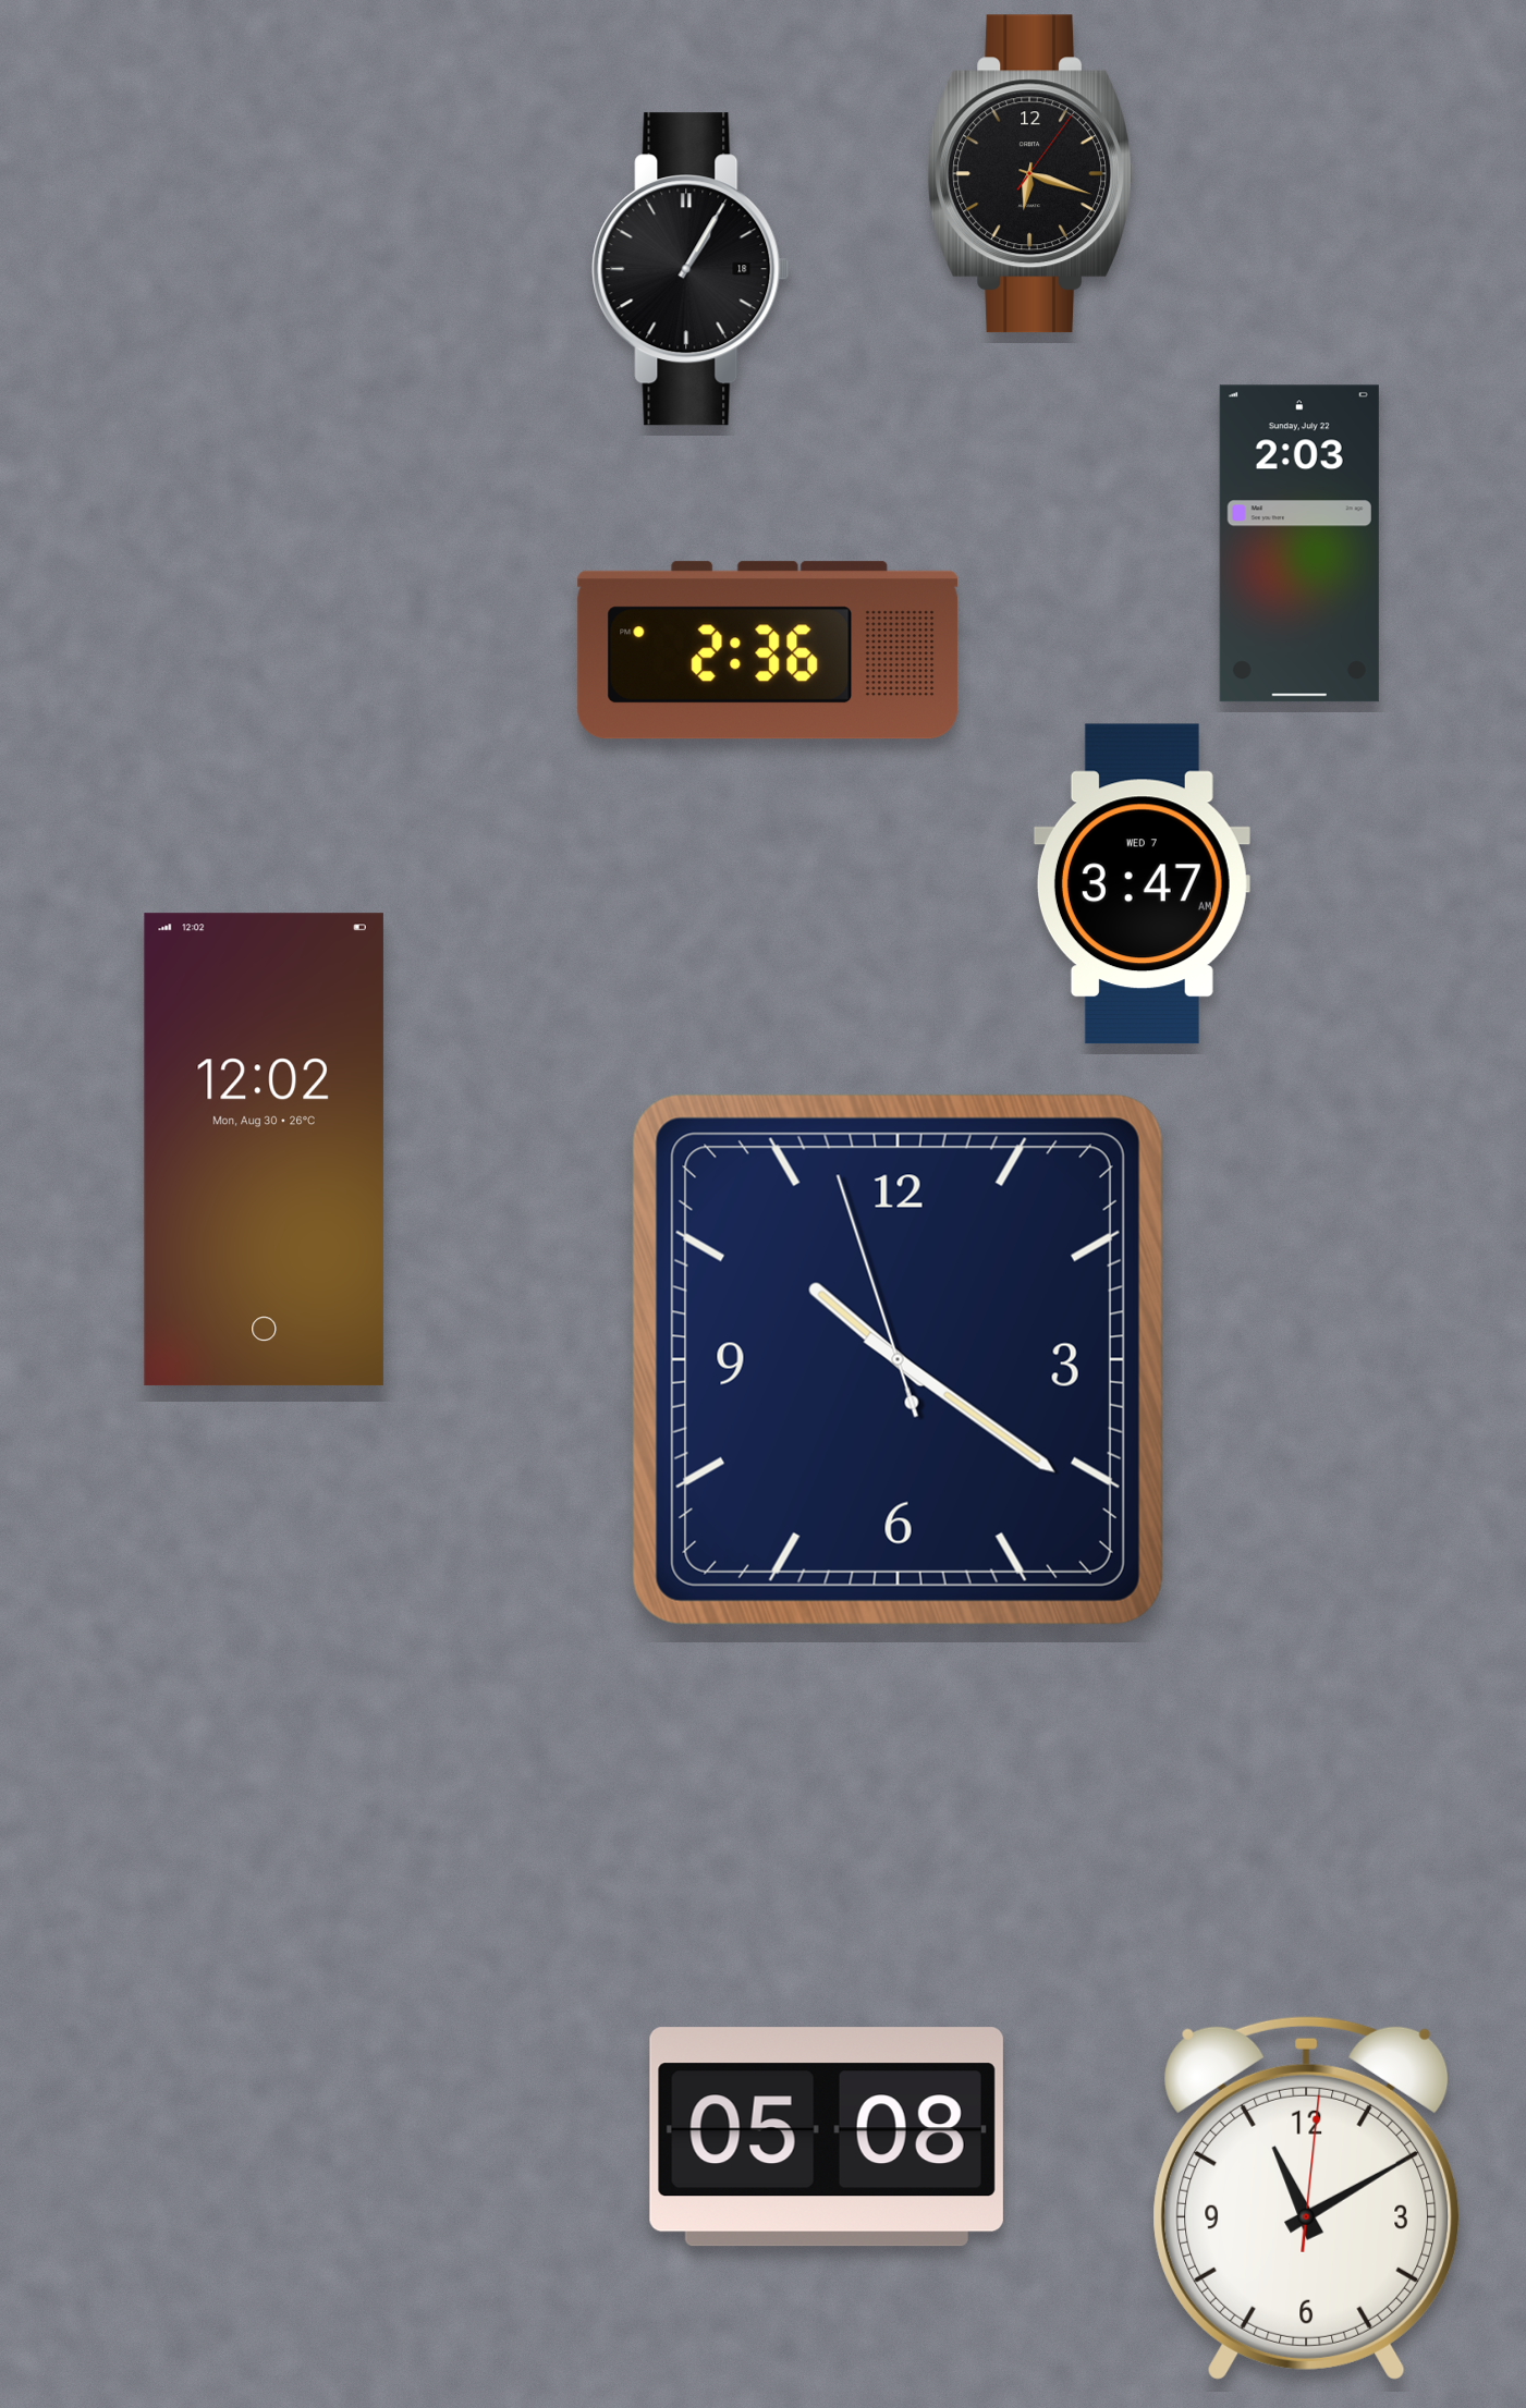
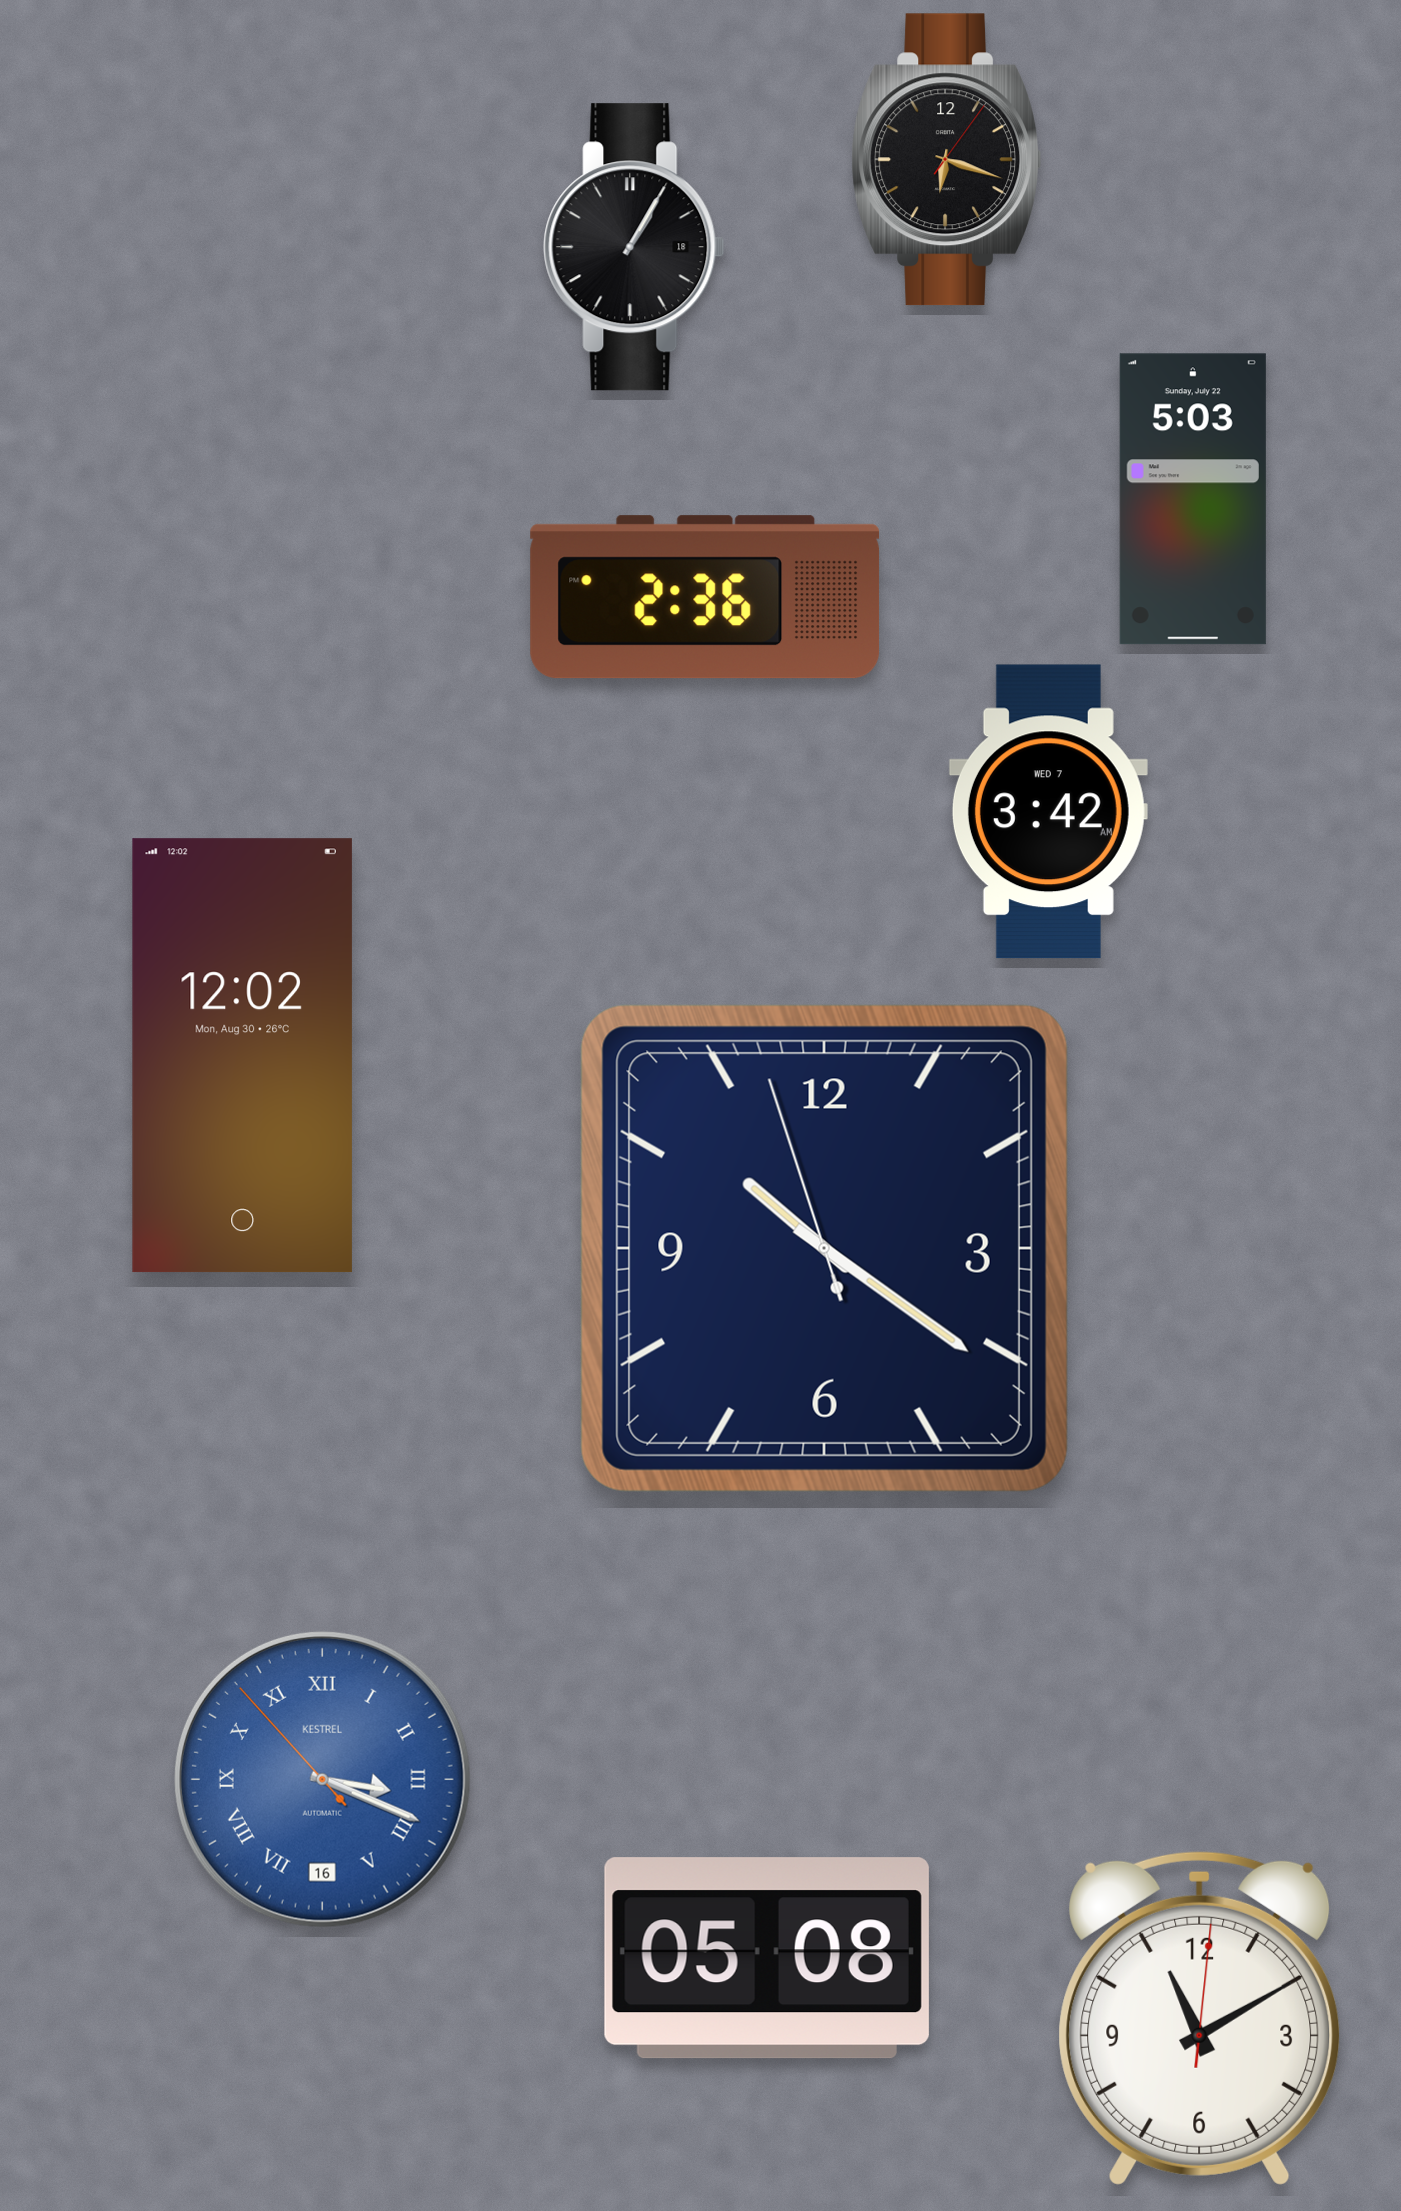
clock at (1299, 543): 2:03 -> 5:03
clock at (1142, 884): 3:47 -> 3:42
clock at (322, 1779): none -> 3:18
clock at (827, 2137) position: (827, 2137) -> (767, 1958)
